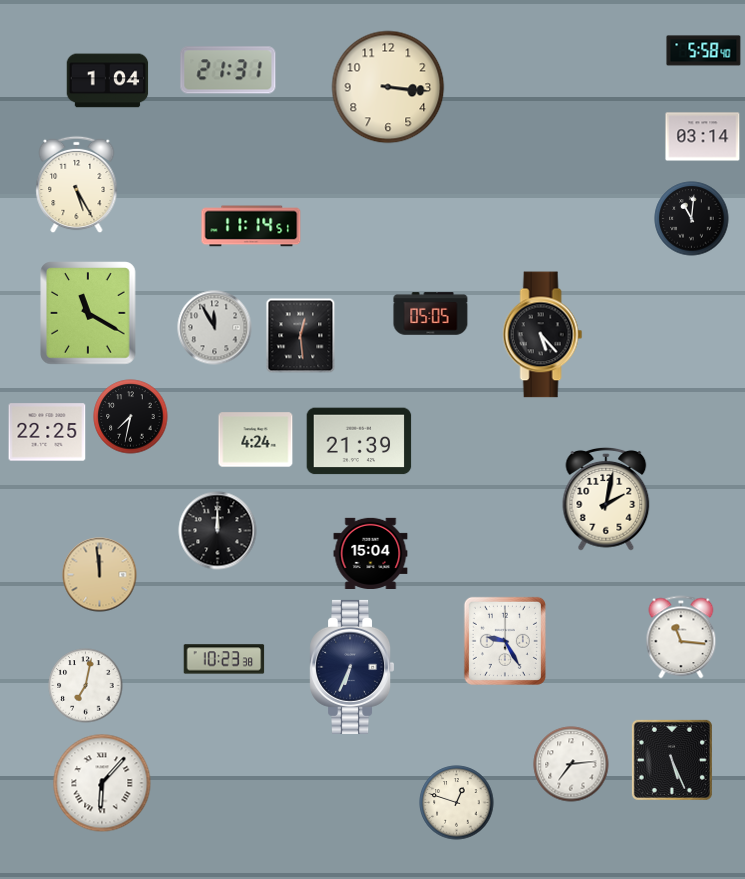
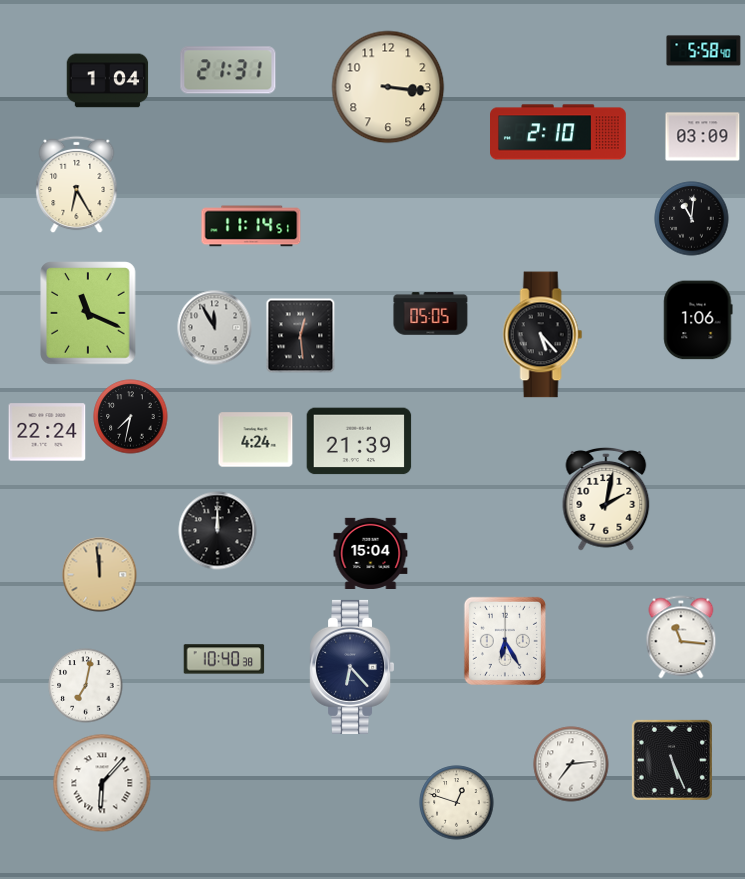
clock at (559, 132): none -> 2:10
clock at (703, 137): 03:14 -> 03:09
clock at (77, 185): 5:25 -> 6:25
clock at (88, 313): 11:20 -> 11:19
clock at (698, 320): none -> 1:06
clock at (47, 432): 22:25 -> 22:24
clock at (505, 641): 9:25 -> 6:25
clock at (224, 659): 10:23 -> 10:40
clock at (352, 667): 6:34 -> 6:23
